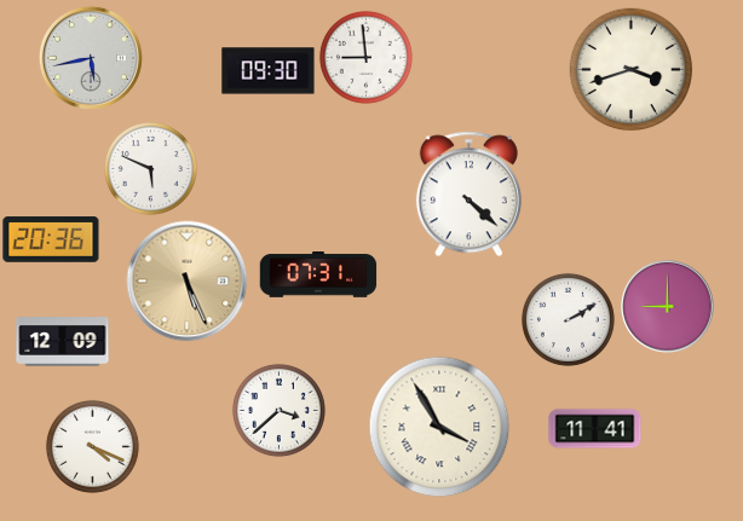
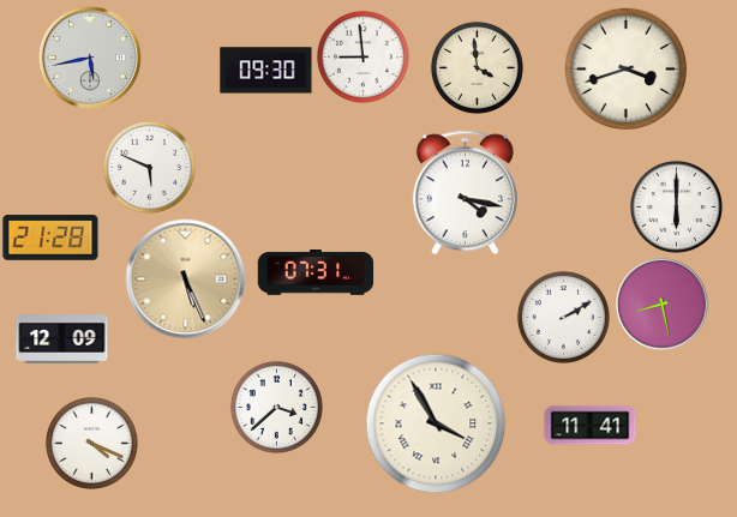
clock at (477, 67): none -> 3:59
clock at (468, 195): 4:22 -> 4:17
clock at (676, 206): none -> 6:00
clock at (51, 239): 20:36 -> 21:28
clock at (668, 307): 9:00 -> 8:28
